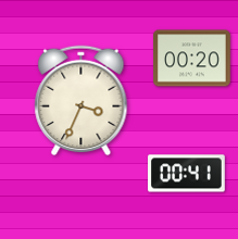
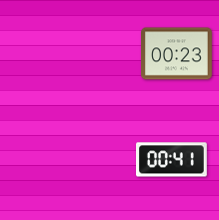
clock at (192, 59): 00:20 -> 00:23
clock at (82, 101): 3:34 -> none
